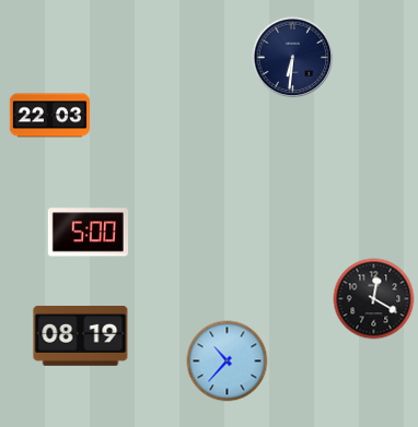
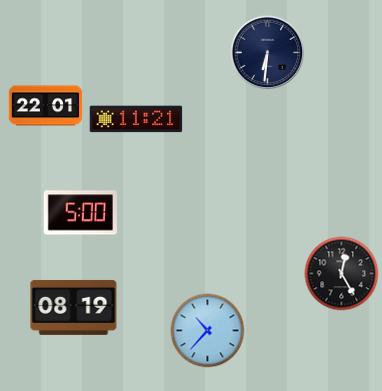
clock at (50, 116): 22:03 -> 22:01
clock at (136, 119): none -> 11:21
clock at (374, 299): 12:20 -> 12:25
